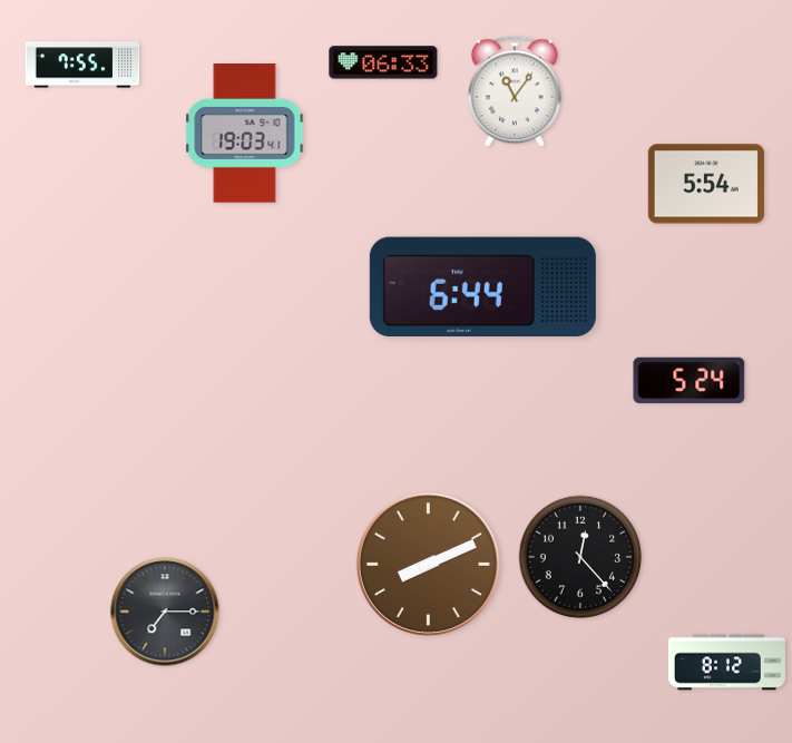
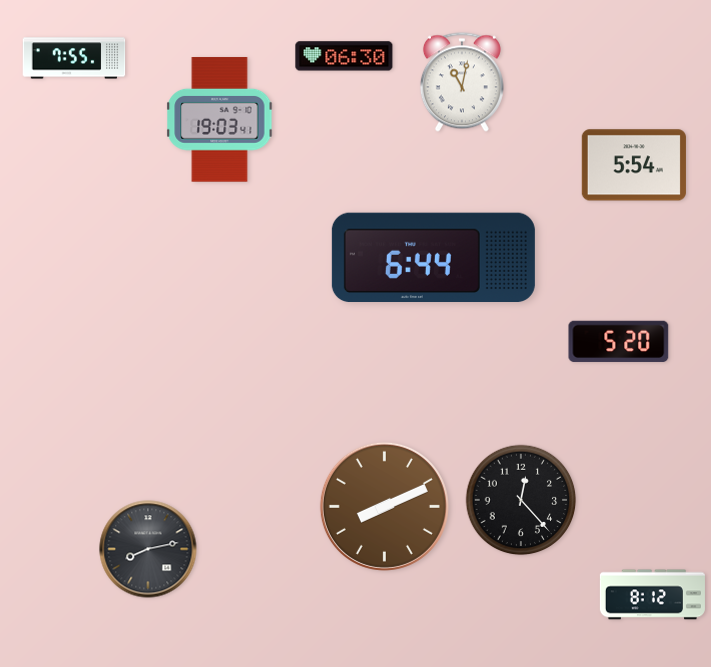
clock at (383, 62): 06:33 -> 06:30
clock at (515, 91): 11:06 -> 11:02
clock at (690, 380): 5:24 -> 5:20
clock at (165, 612): 7:15 -> 8:13
